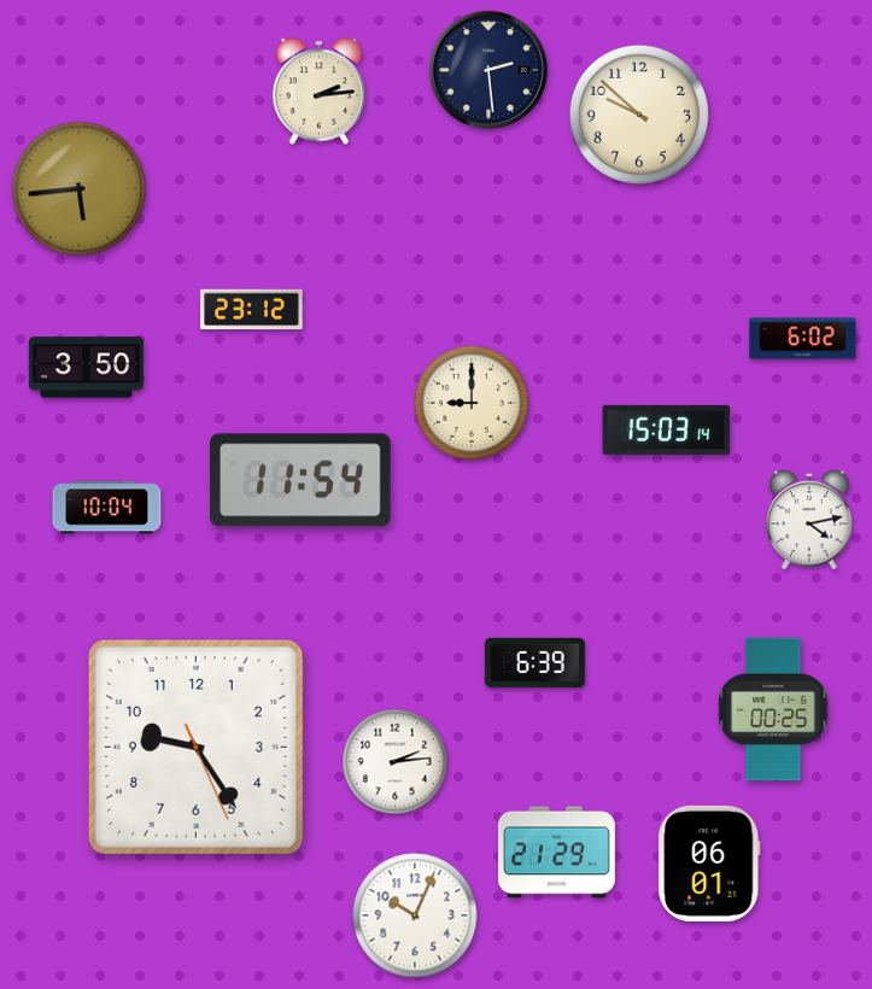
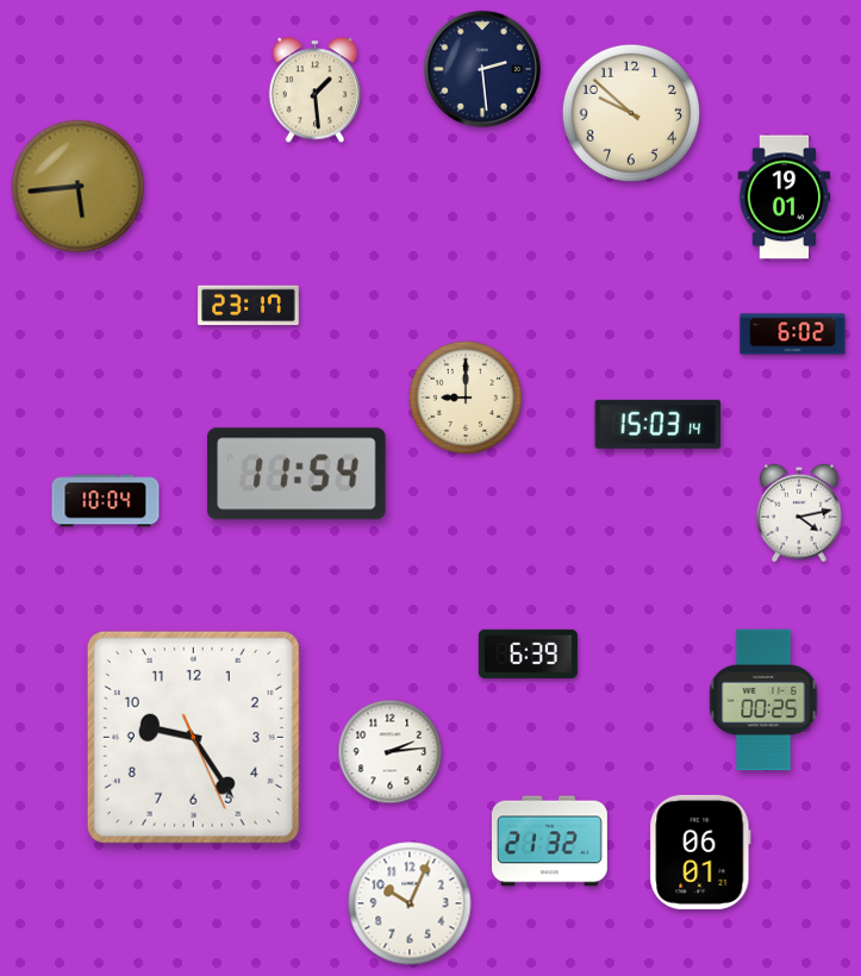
clock at (320, 92): 2:14 -> 1:29
clock at (785, 198): none -> 19:01
clock at (252, 310): 23:12 -> 23:17
clock at (86, 368): 3:50 -> none
clock at (556, 853): 21:29 -> 21:32
